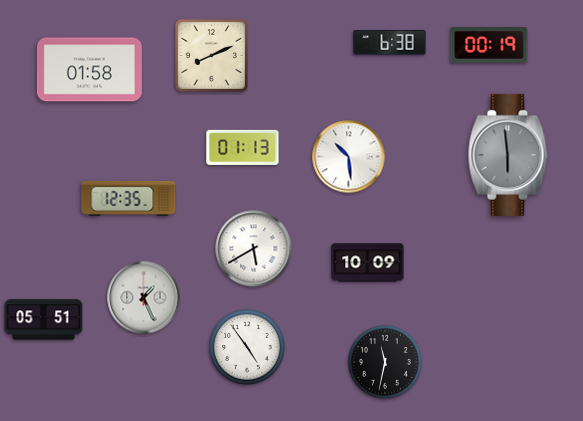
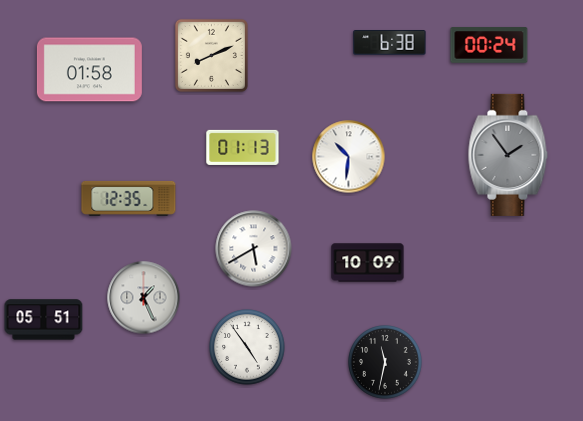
clock at (489, 45): 00:19 -> 00:24
clock at (508, 155): 5:59 -> 1:54
clock at (349, 157): 10:29 -> 10:31
